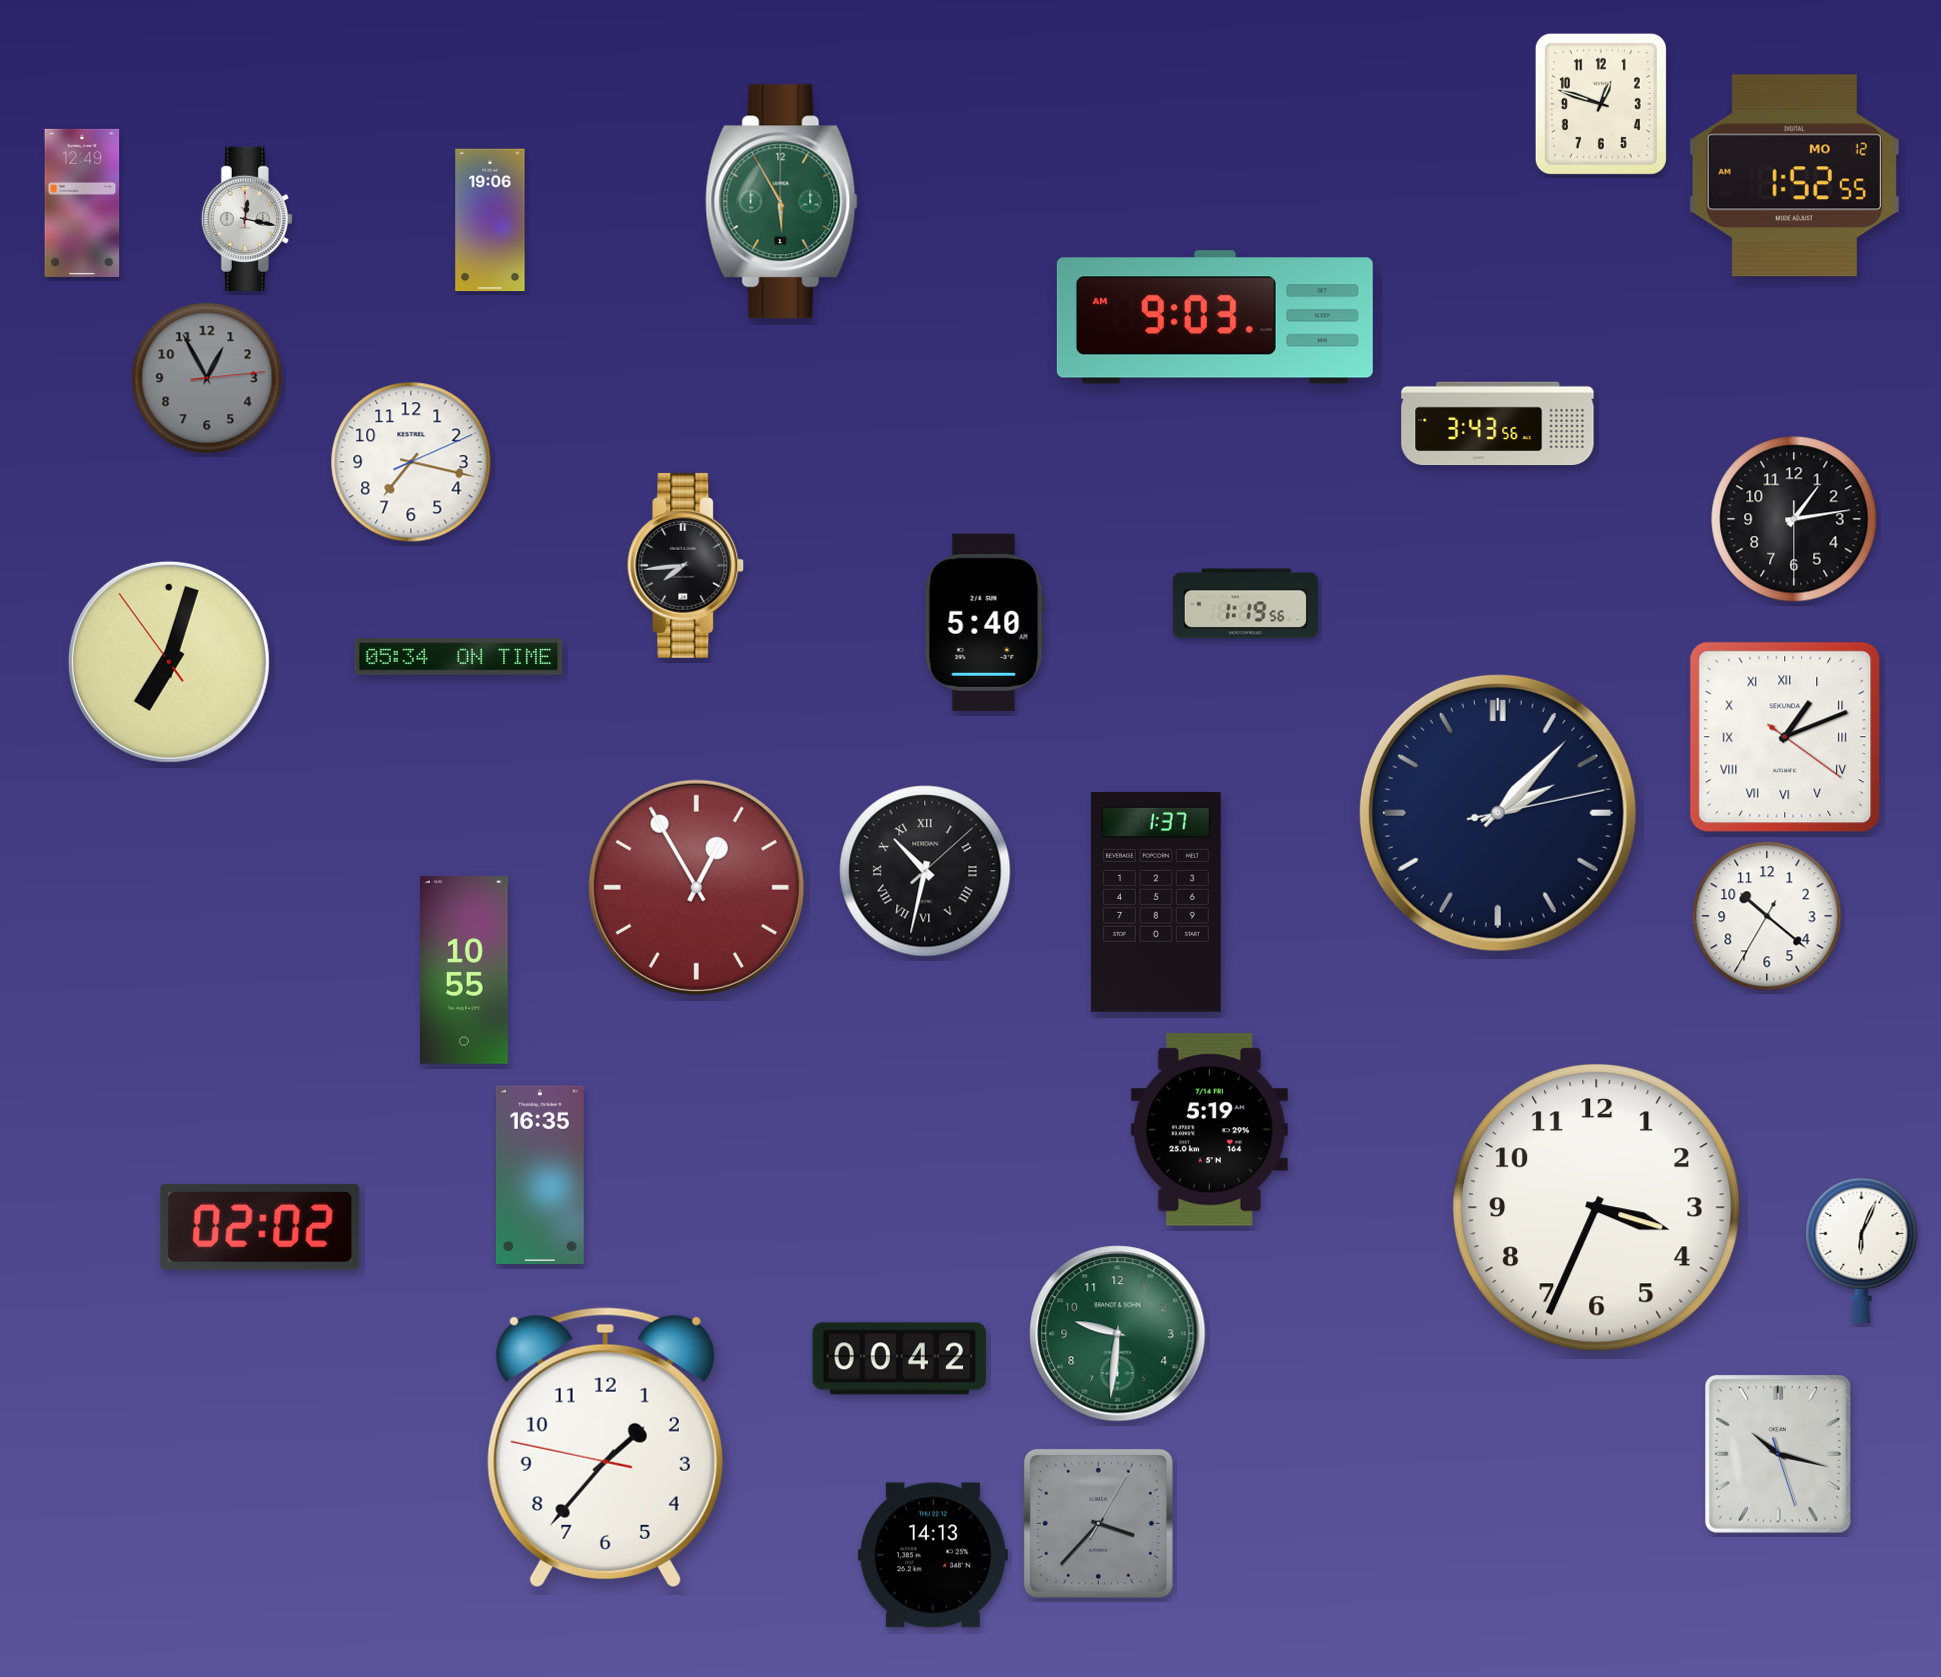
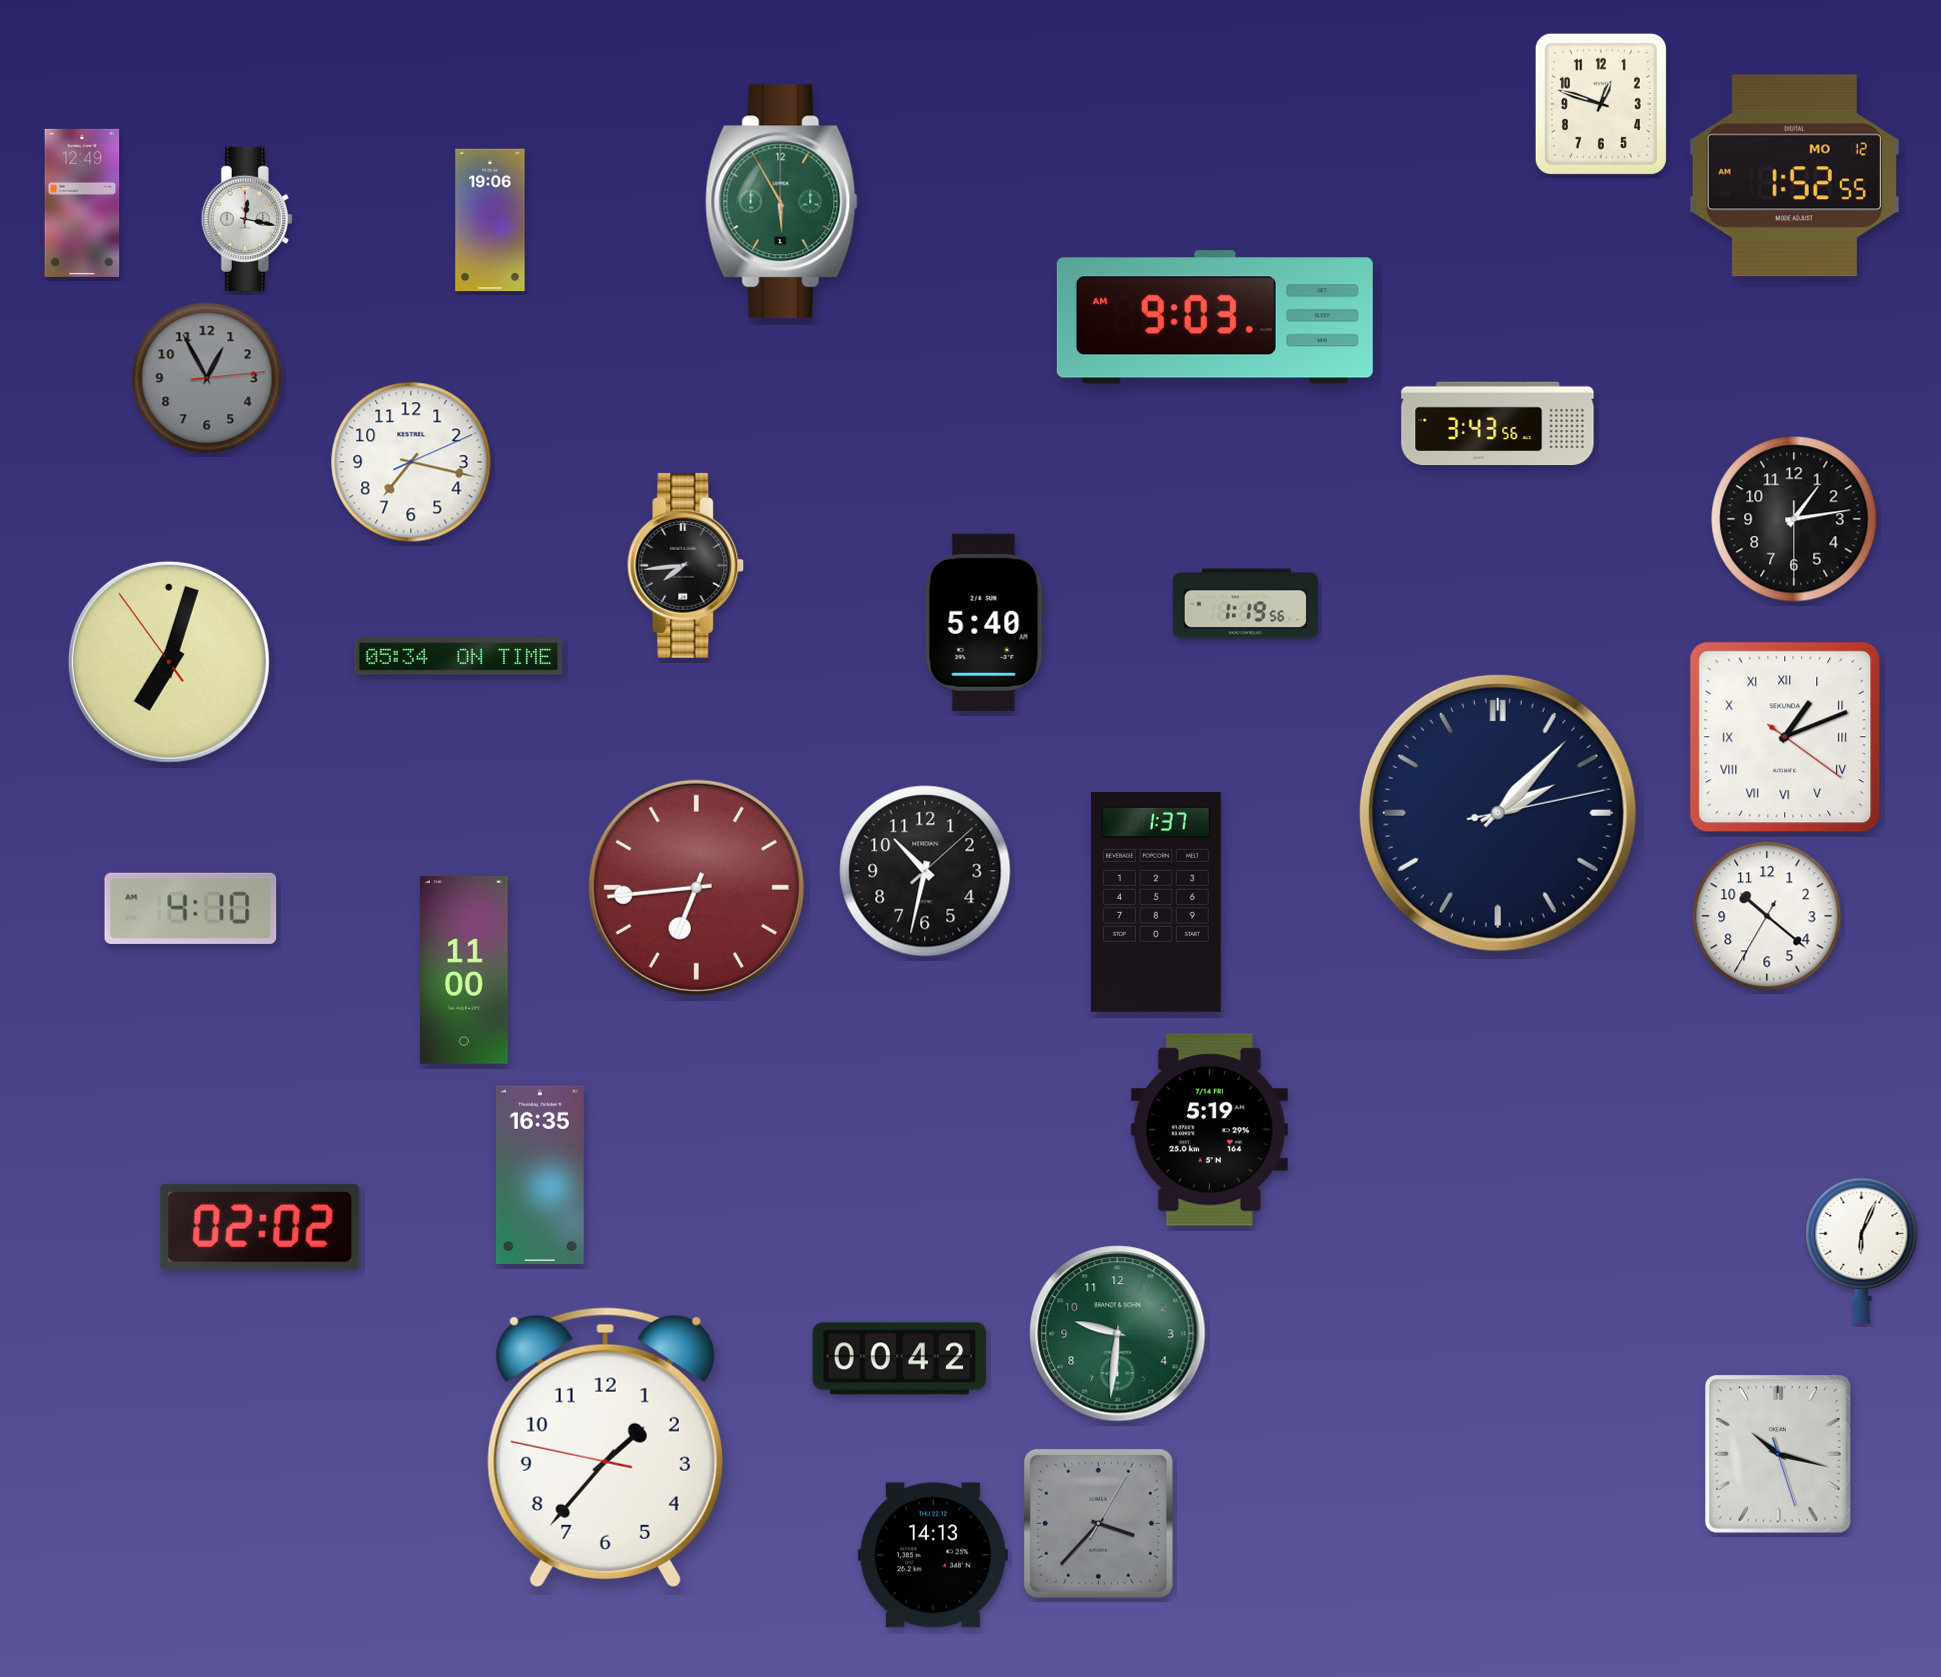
clock at (925, 871) numerals: Roman -> Arabic
clock at (696, 887): 12:55 -> 6:44
clock at (191, 908): none -> 4:10
clock at (465, 970): 10:55 -> 11:00
clock at (1596, 1207): 3:34 -> none
